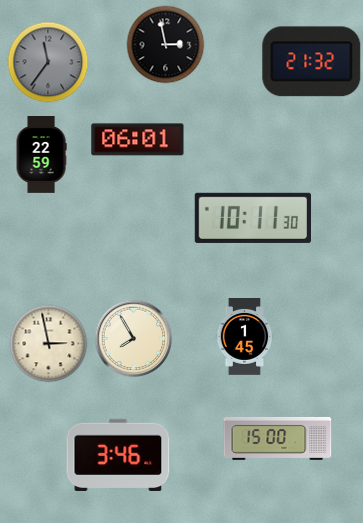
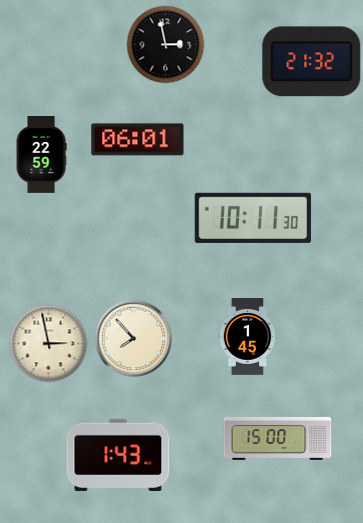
clock at (48, 62): 11:36 -> none
clock at (245, 337) position: (245, 337) -> (248, 337)
clock at (133, 338): 7:55 -> 7:53
clock at (118, 455): 3:46 -> 1:43
